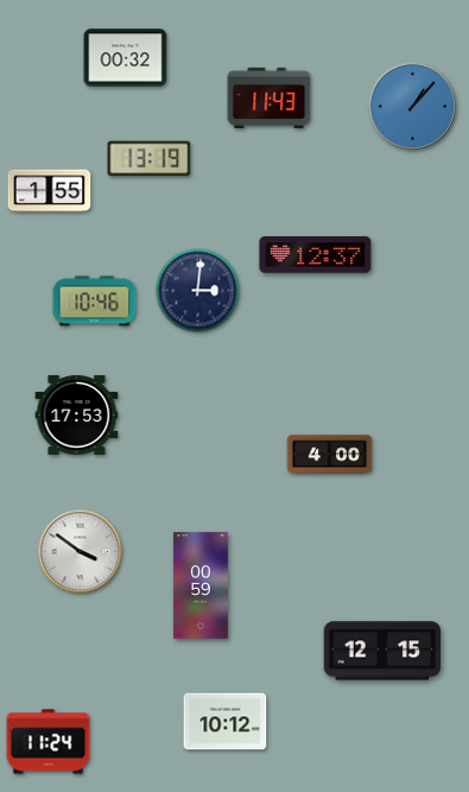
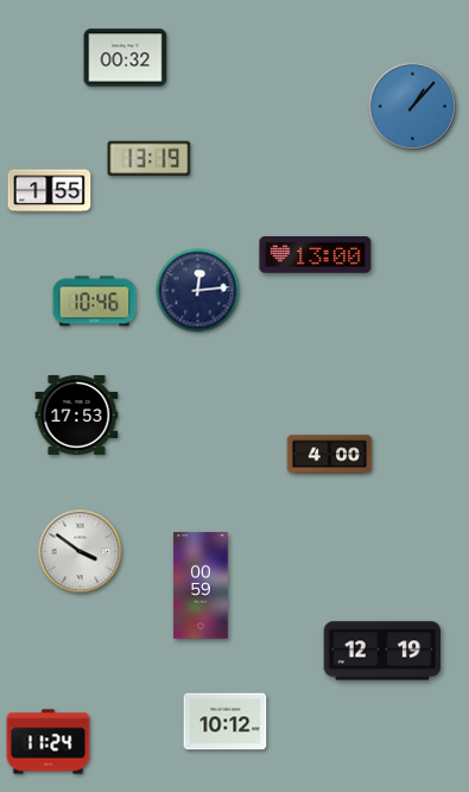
clock at (270, 97): 11:43 -> none
clock at (316, 255): 12:37 -> 13:00
clock at (198, 291): 3:01 -> 12:14
clock at (382, 651): 12:15 -> 12:19
